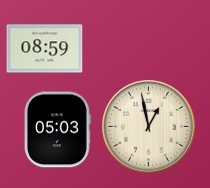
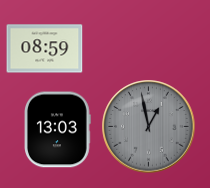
clock at (149, 127) dial: cream -> grey
clock at (58, 130): 05:03 -> 13:03
